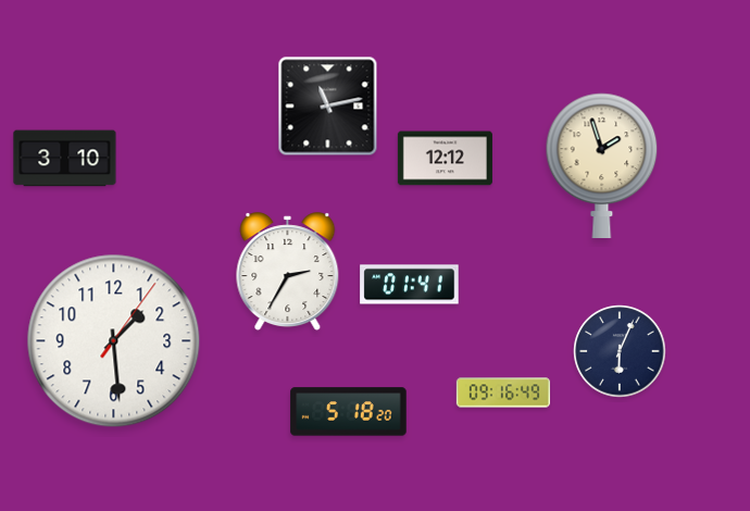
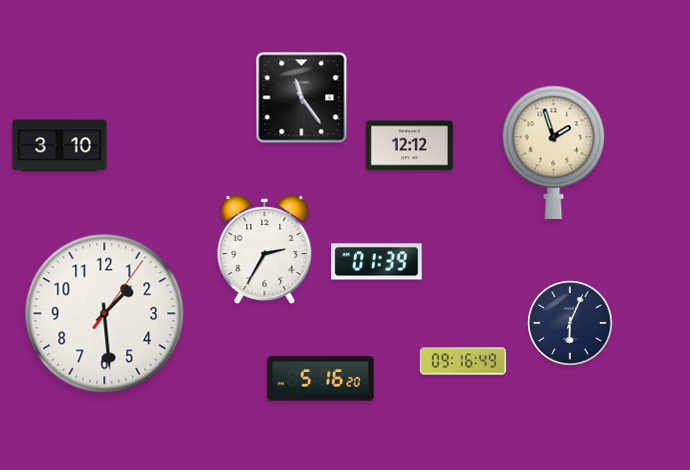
clock at (328, 107): 11:13 -> 11:24
clock at (410, 285): 01:41 -> 01:39
clock at (349, 412): 5:18 -> 5:16
